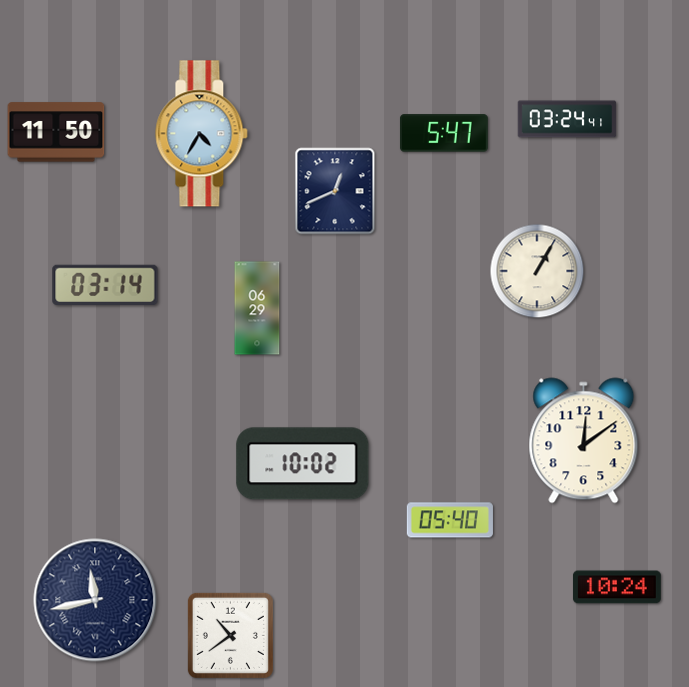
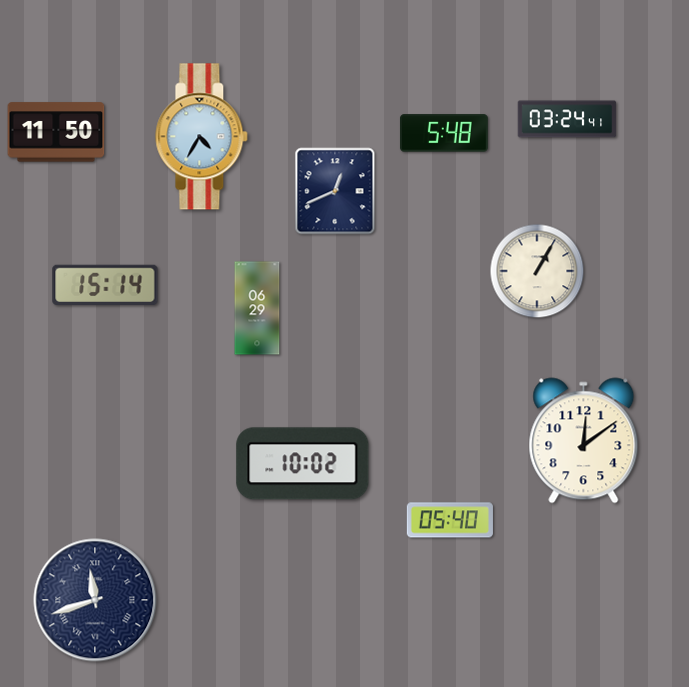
clock at (444, 133): 5:47 -> 5:48
clock at (202, 134) position: (202, 134) -> (202, 137)
clock at (105, 284): 03:14 -> 15:14
clock at (617, 587): 10:24 -> none
clock at (95, 600): 11:43 -> 11:42
clock at (230, 635): 10:39 -> none
